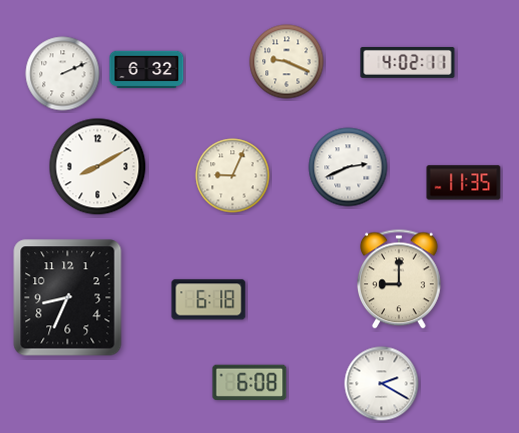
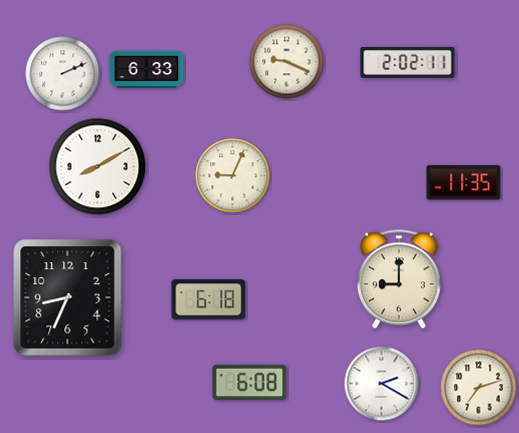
clock at (408, 62): 4:02 -> 2:02
clock at (147, 70): 6:32 -> 6:33
clock at (348, 167): 2:41 -> none
clock at (479, 388): none -> 7:12
